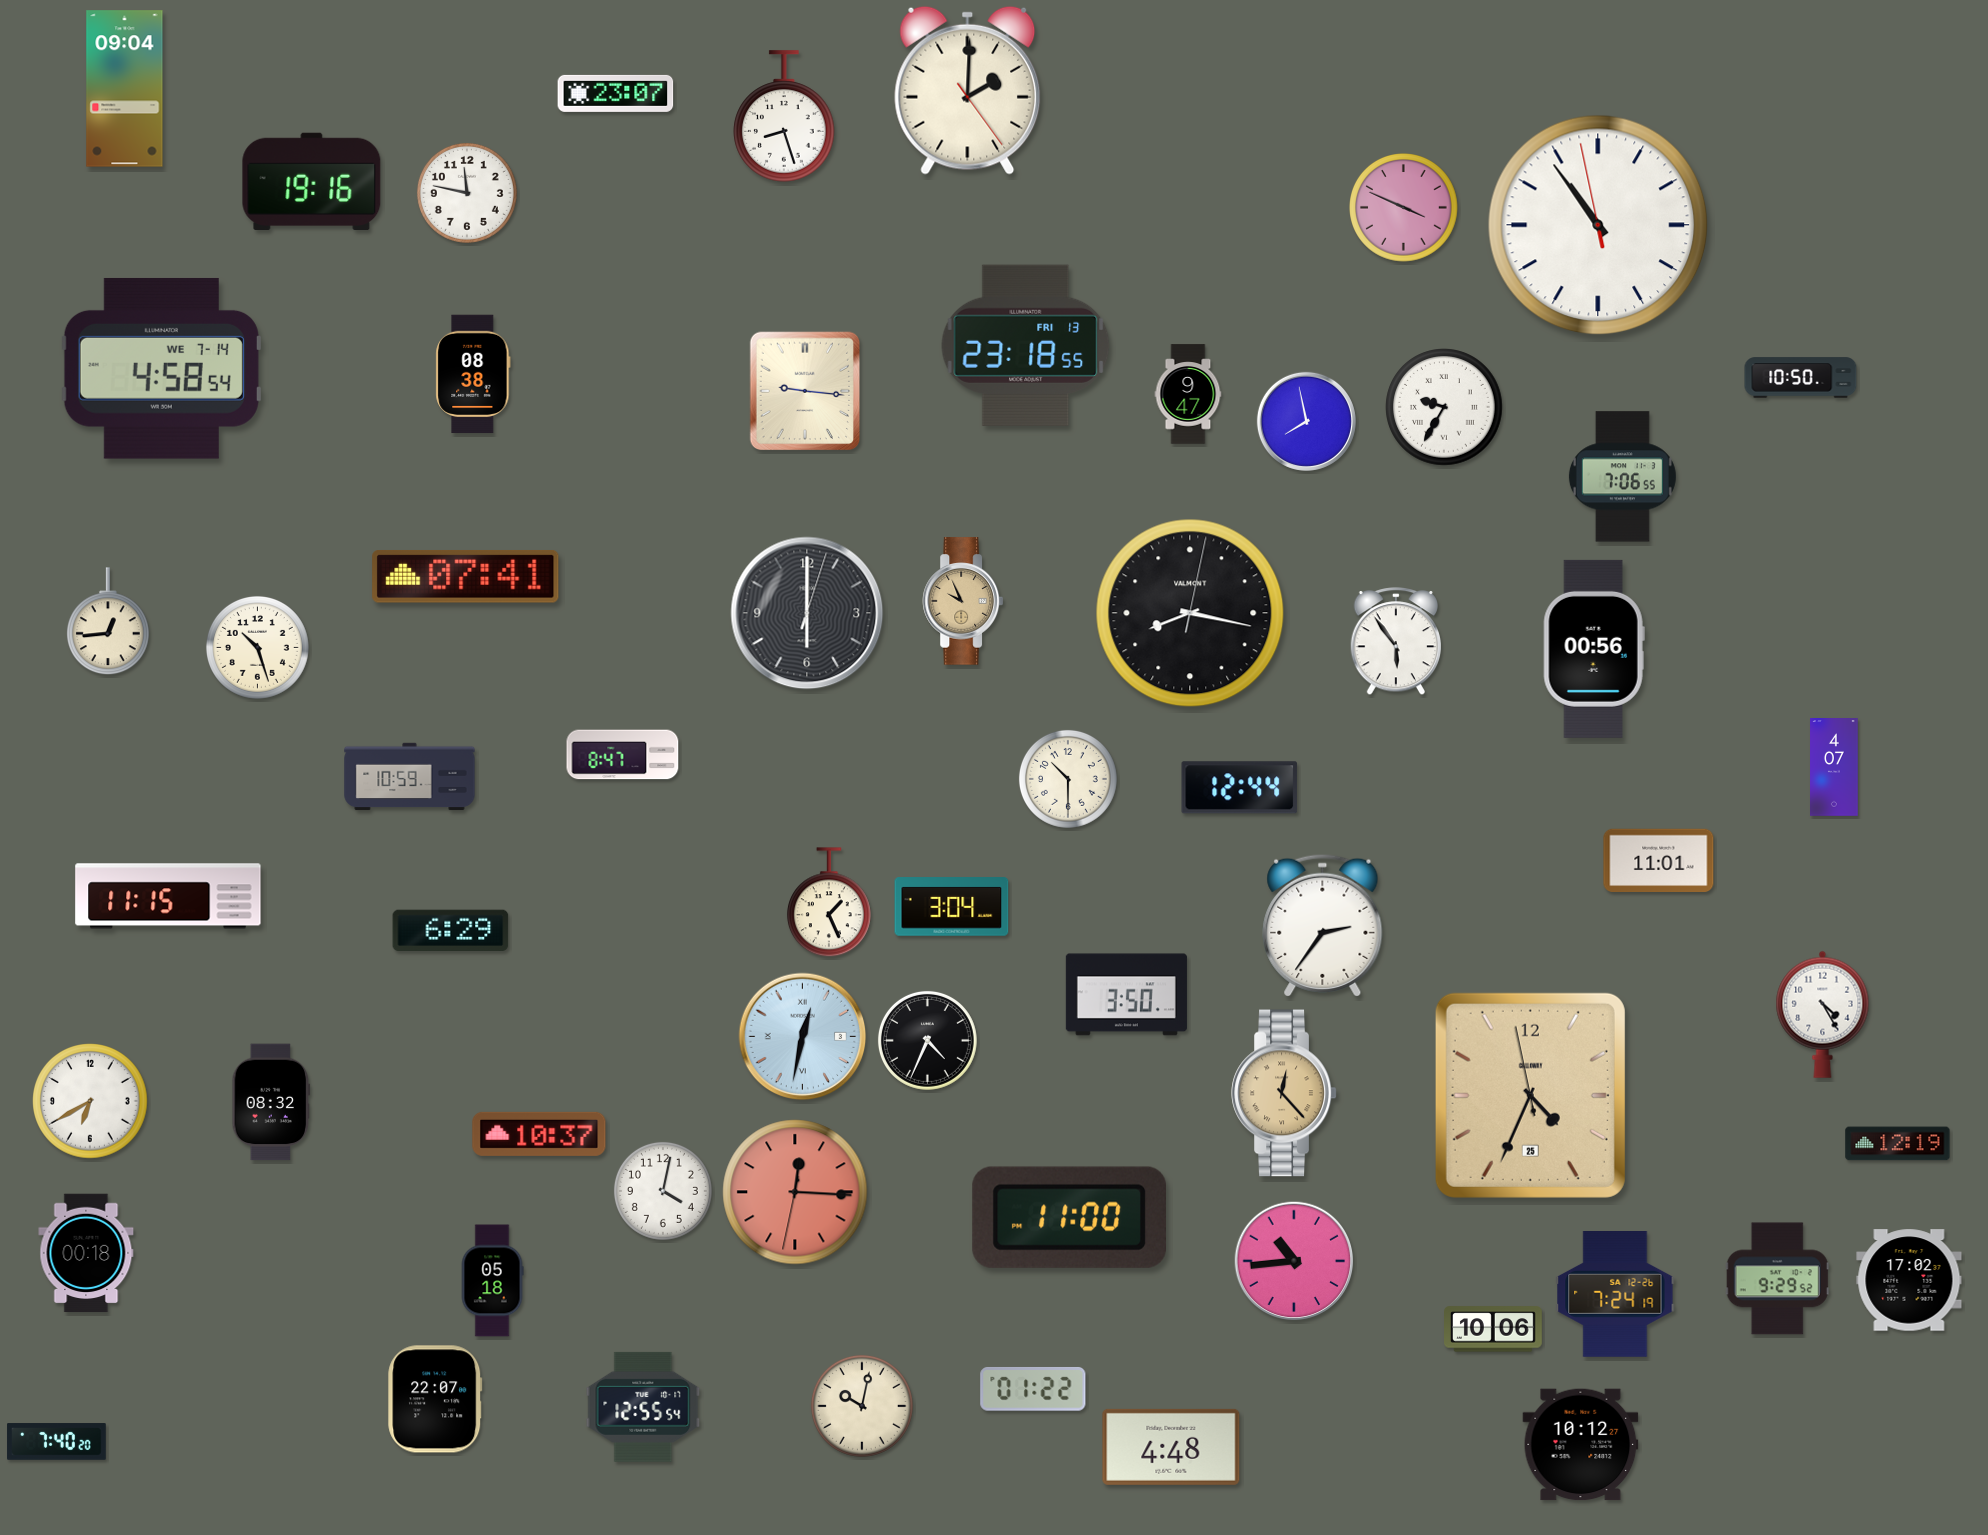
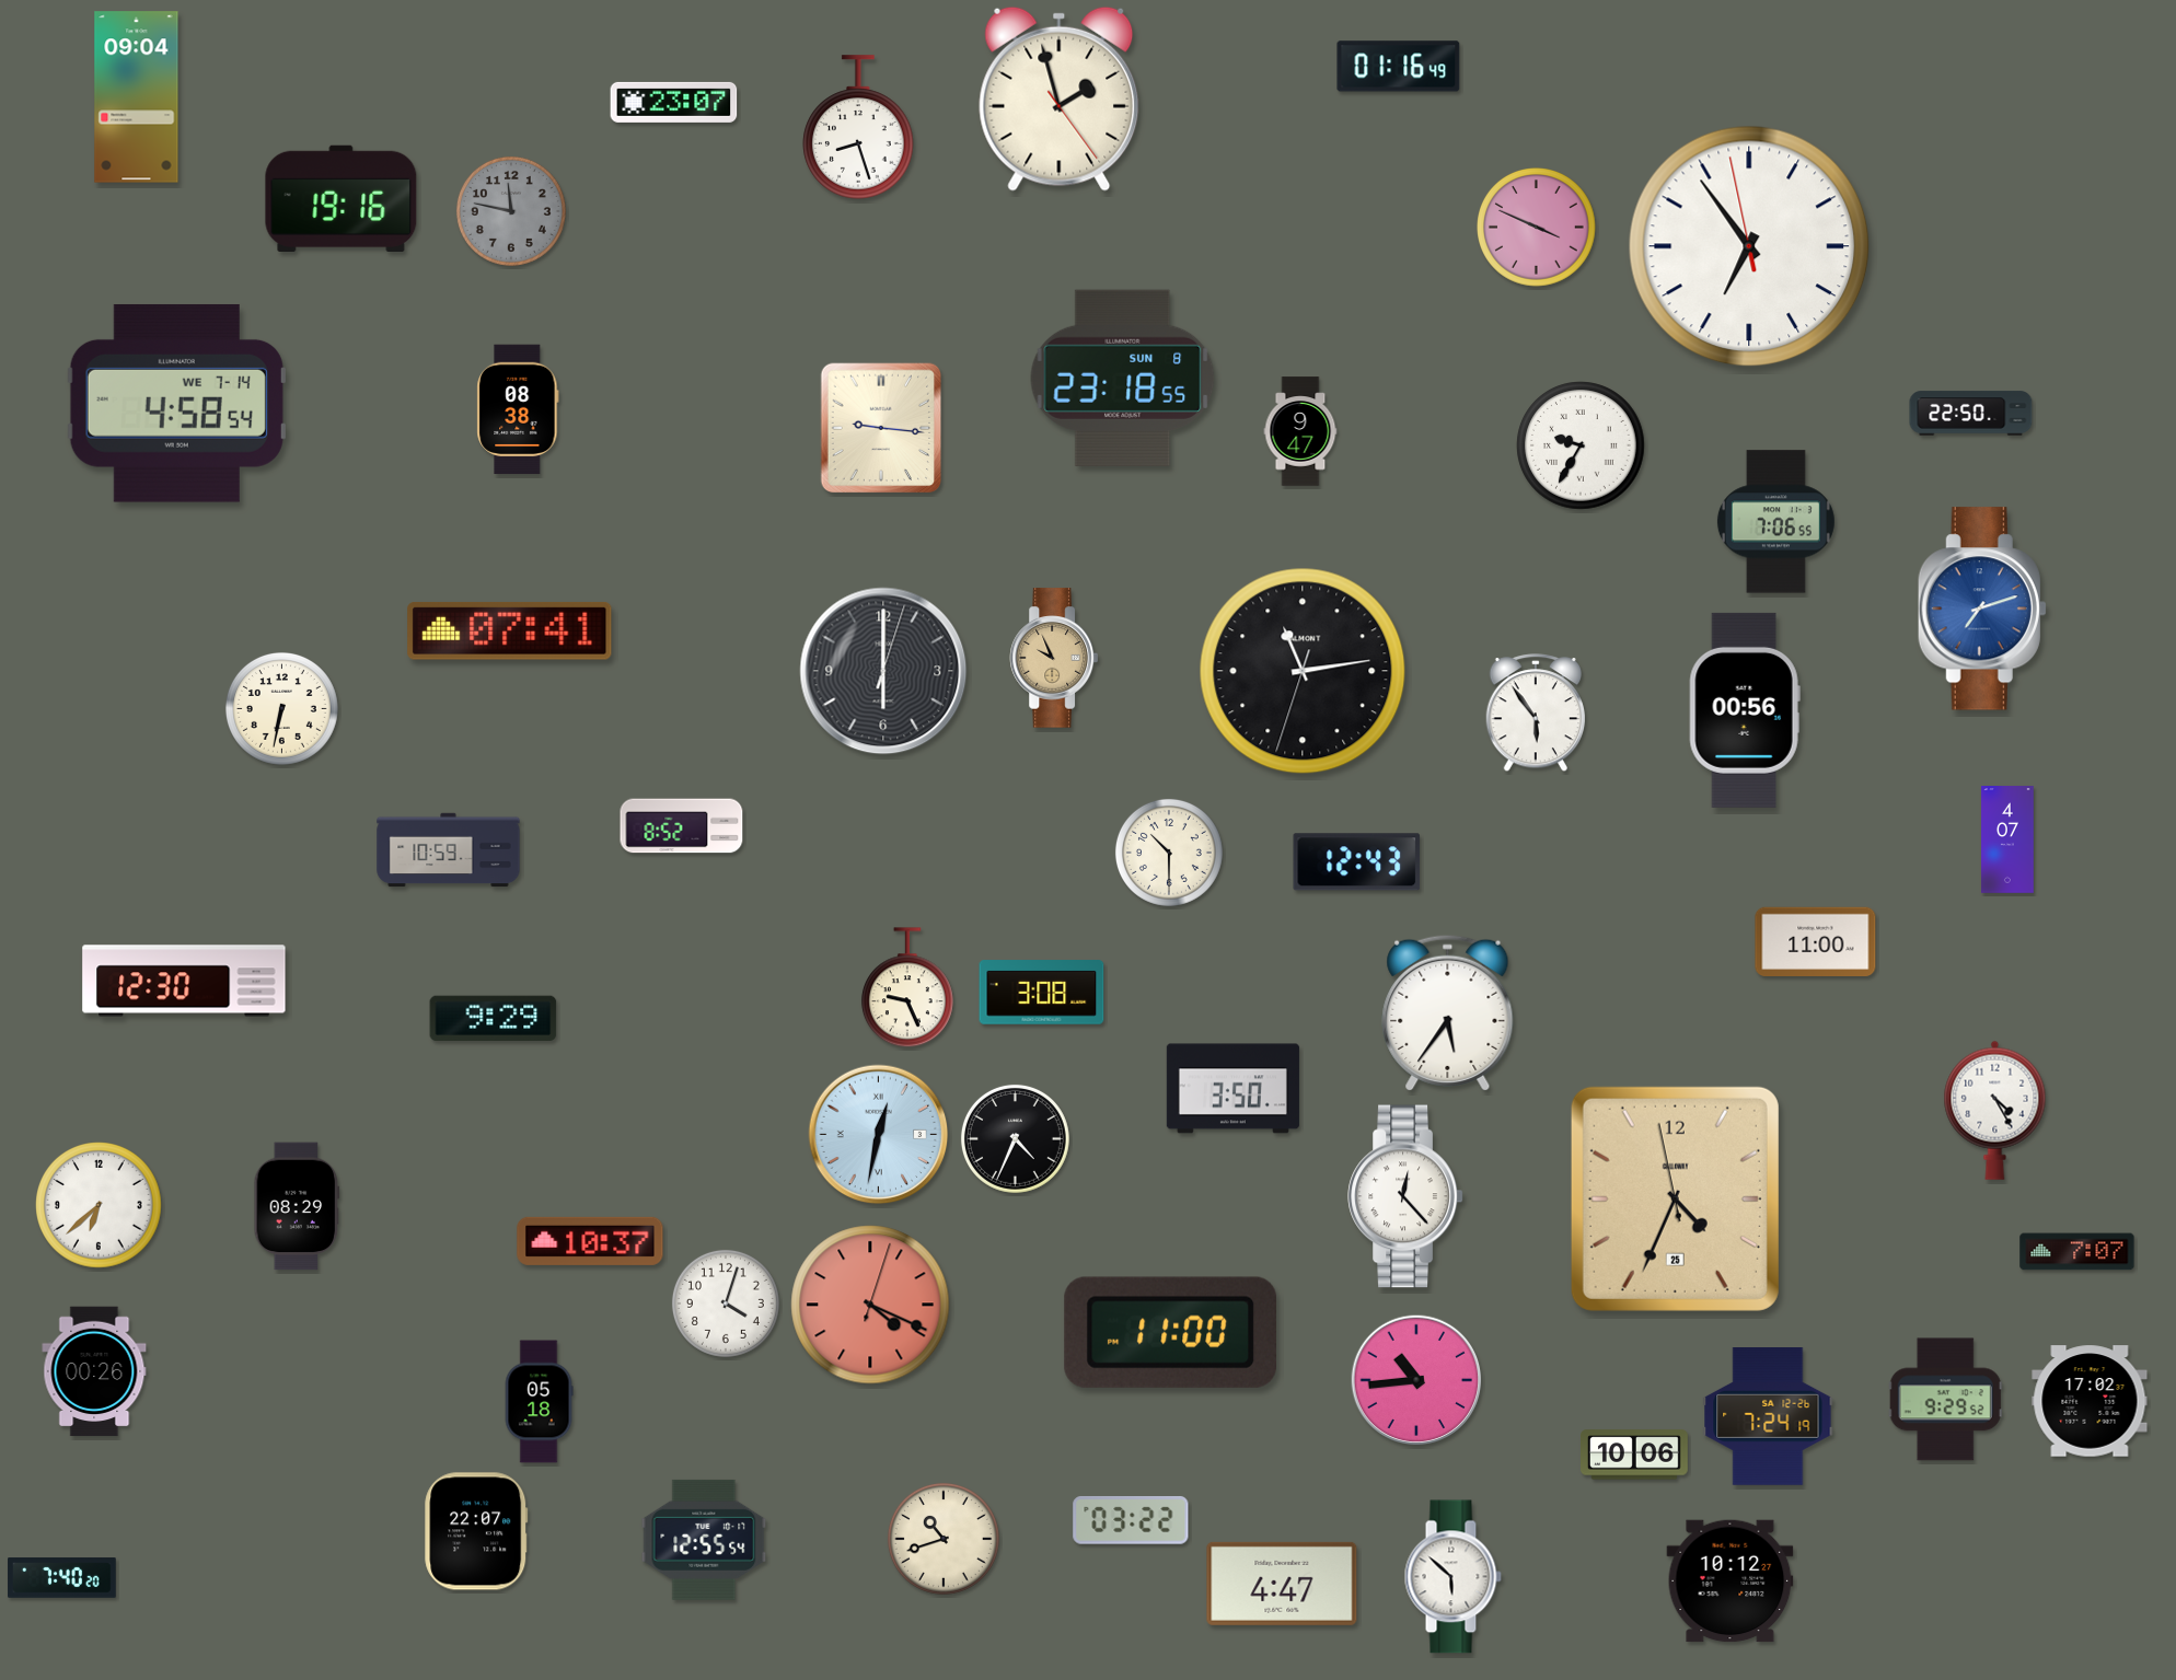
clock at (1399, 67): none -> 01:16
clock at (968, 90): 2:00 -> 1:57
clock at (467, 193) dial: white -> grey
clock at (1598, 225): 10:53 -> 6:53
clock at (1026, 345) date: FRI 13 -> SUN 8
clock at (1801, 378): 10:50 -> 22:50
clock at (1306, 421): 7:58 -> none
clock at (1982, 609): none -> 7:12
clock at (1190, 613): 8:17 -> 11:13
clock at (108, 622): 12:44 -> none
clock at (1396, 642) position: (1396, 642) -> (1536, 714)
clock at (257, 647): 10:27 -> 6:32
clock at (623, 755): 8:47 -> 8:52
clock at (1240, 788): 12:44 -> 12:43
clock at (1659, 861): 11:01 -> 11:00
clock at (168, 896): 11:15 -> 12:30
clock at (829, 903): 1:26 -> 9:26
clock at (952, 907): 3:04 -> 3:08
clock at (1323, 925): 2:36 -> 5:36
clock at (451, 931): 6:29 -> 9:29
clock at (1284, 1093) dial: champagne -> white
clock at (90, 1101): 6:40 -> 6:38
clock at (271, 1102): 08:32 -> 08:29
clock at (1898, 1144): 12:19 -> 7:07
clock at (663, 1191): 4:02 -> 4:03
clock at (795, 1192): 12:15 -> 4:19
clock at (86, 1253): 00:18 -> 00:26
clock at (1033, 1389): 01:22 -> 03:22
clock at (862, 1406): 10:02 -> 10:42
clock at (1452, 1577): none -> 5:52
clock at (1171, 1447): 4:48 -> 4:47
